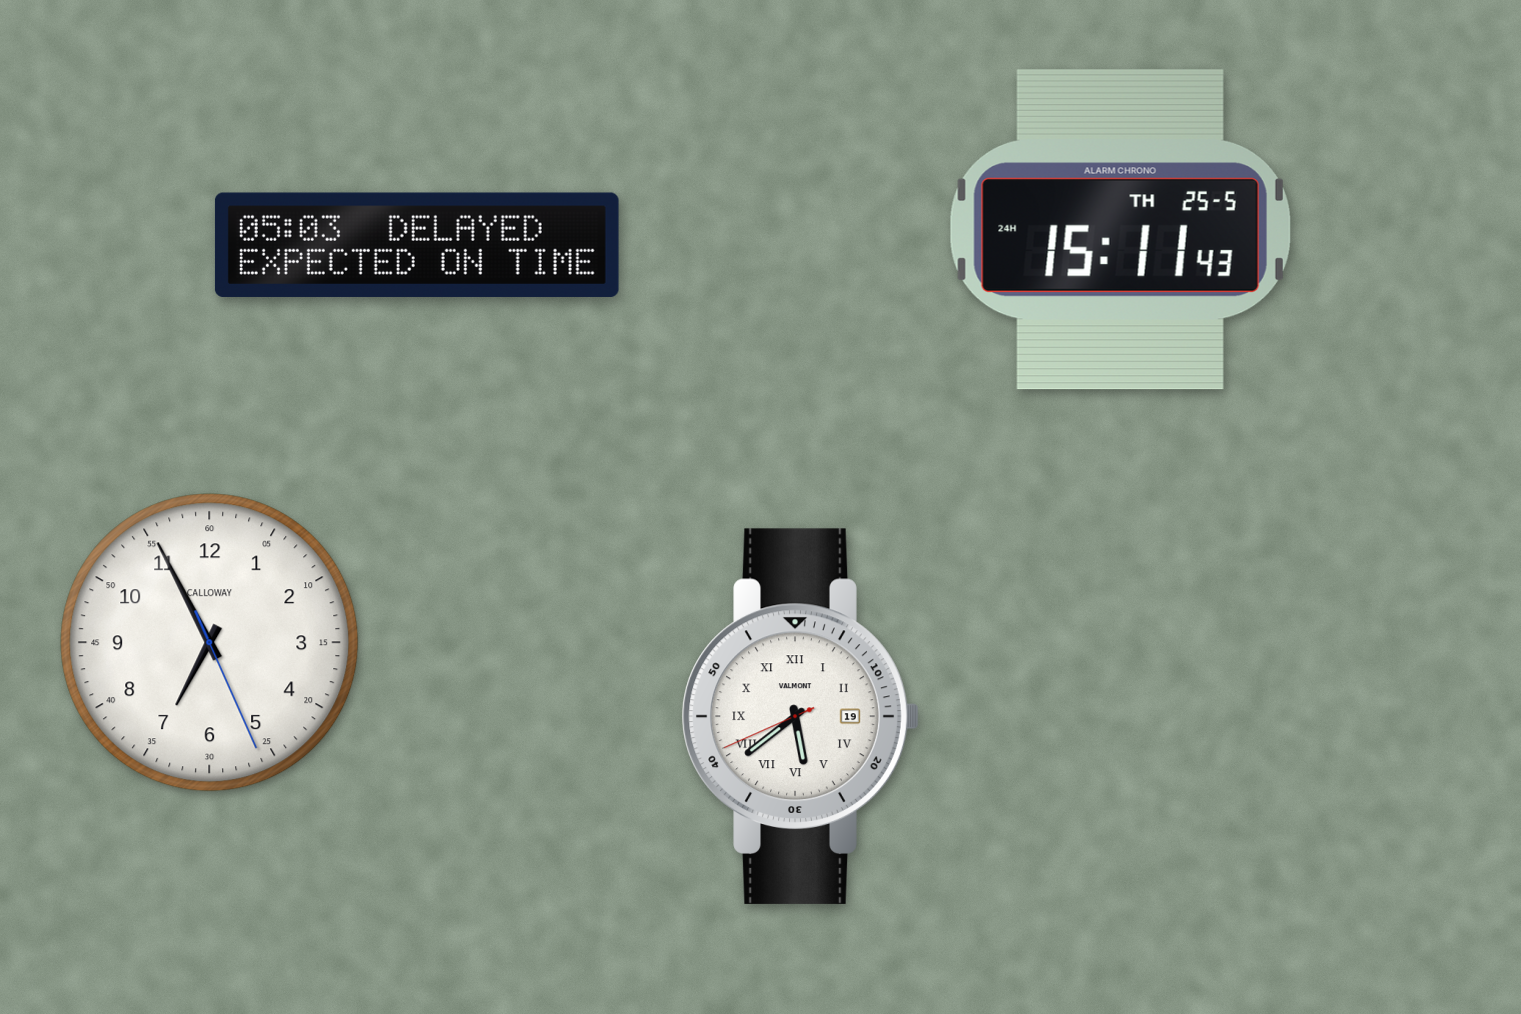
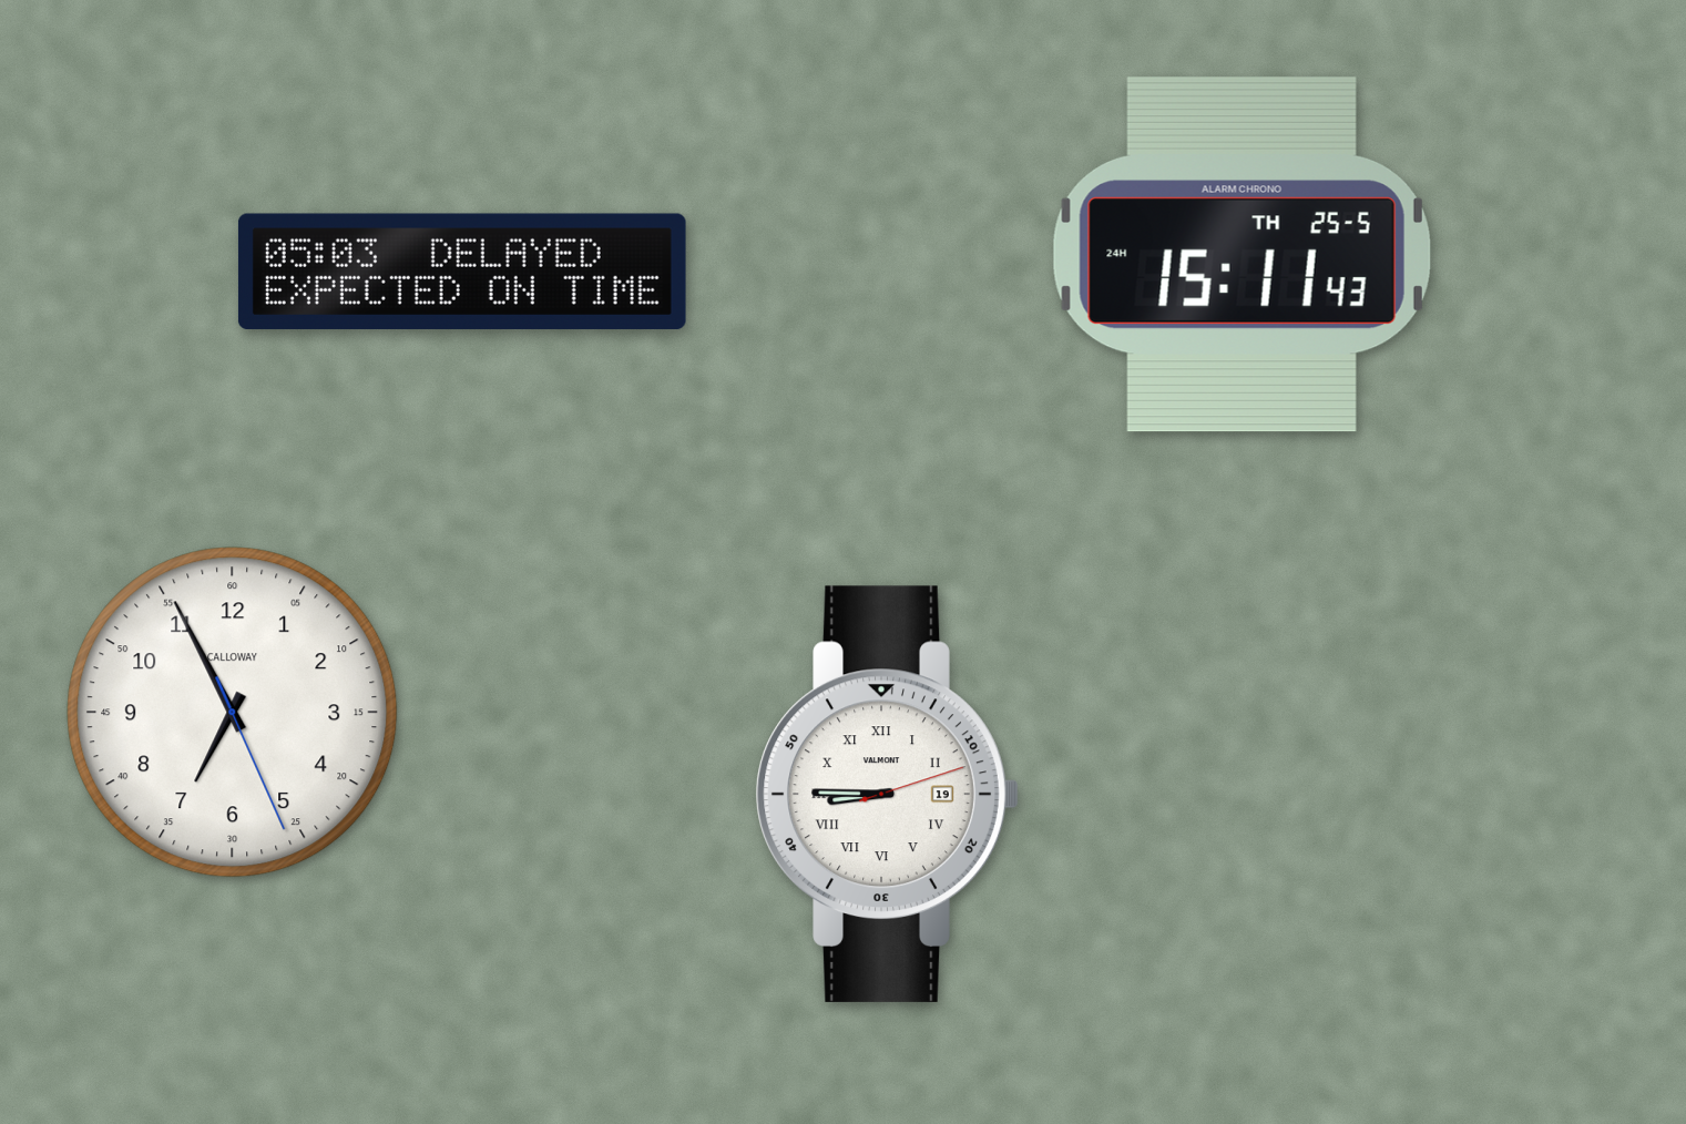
clock at (800, 716): 5:38 -> 8:45
